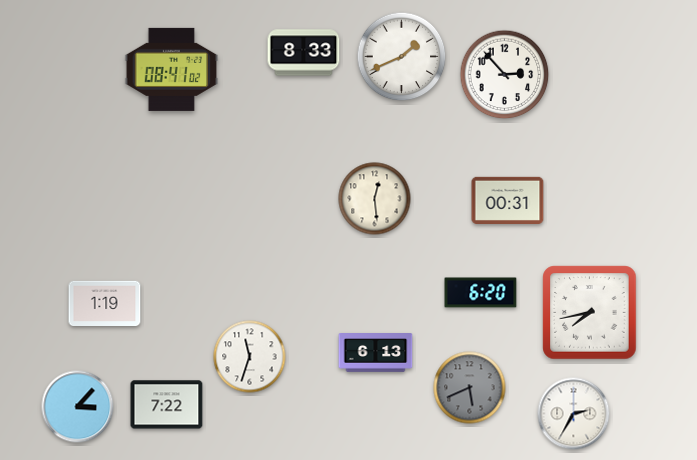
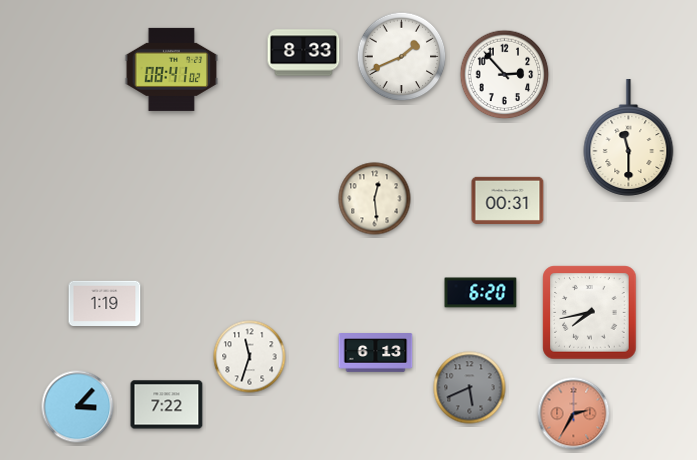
clock at (629, 138): none -> 11:30
clock at (574, 414) dial: white -> salmon
